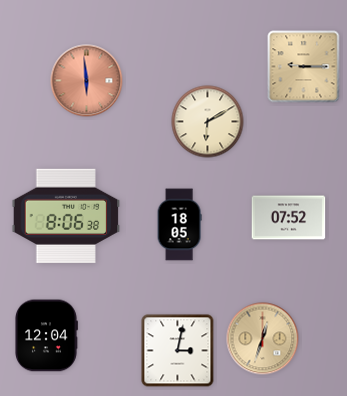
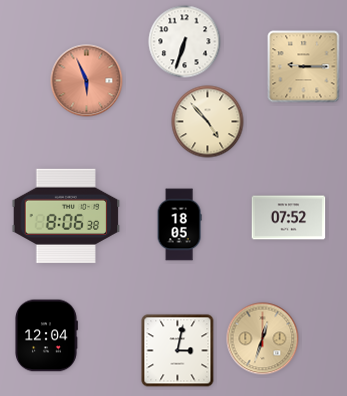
clock at (185, 42): none -> 6:33
clock at (87, 81): 5:59 -> 5:56
clock at (208, 122): 6:10 -> 4:53
